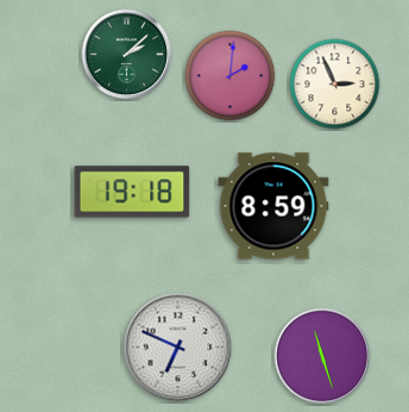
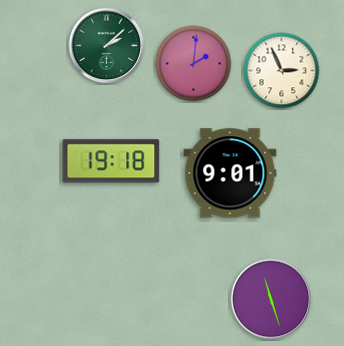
clock at (273, 206): 8:59 -> 9:01
clock at (178, 348): 6:49 -> none
